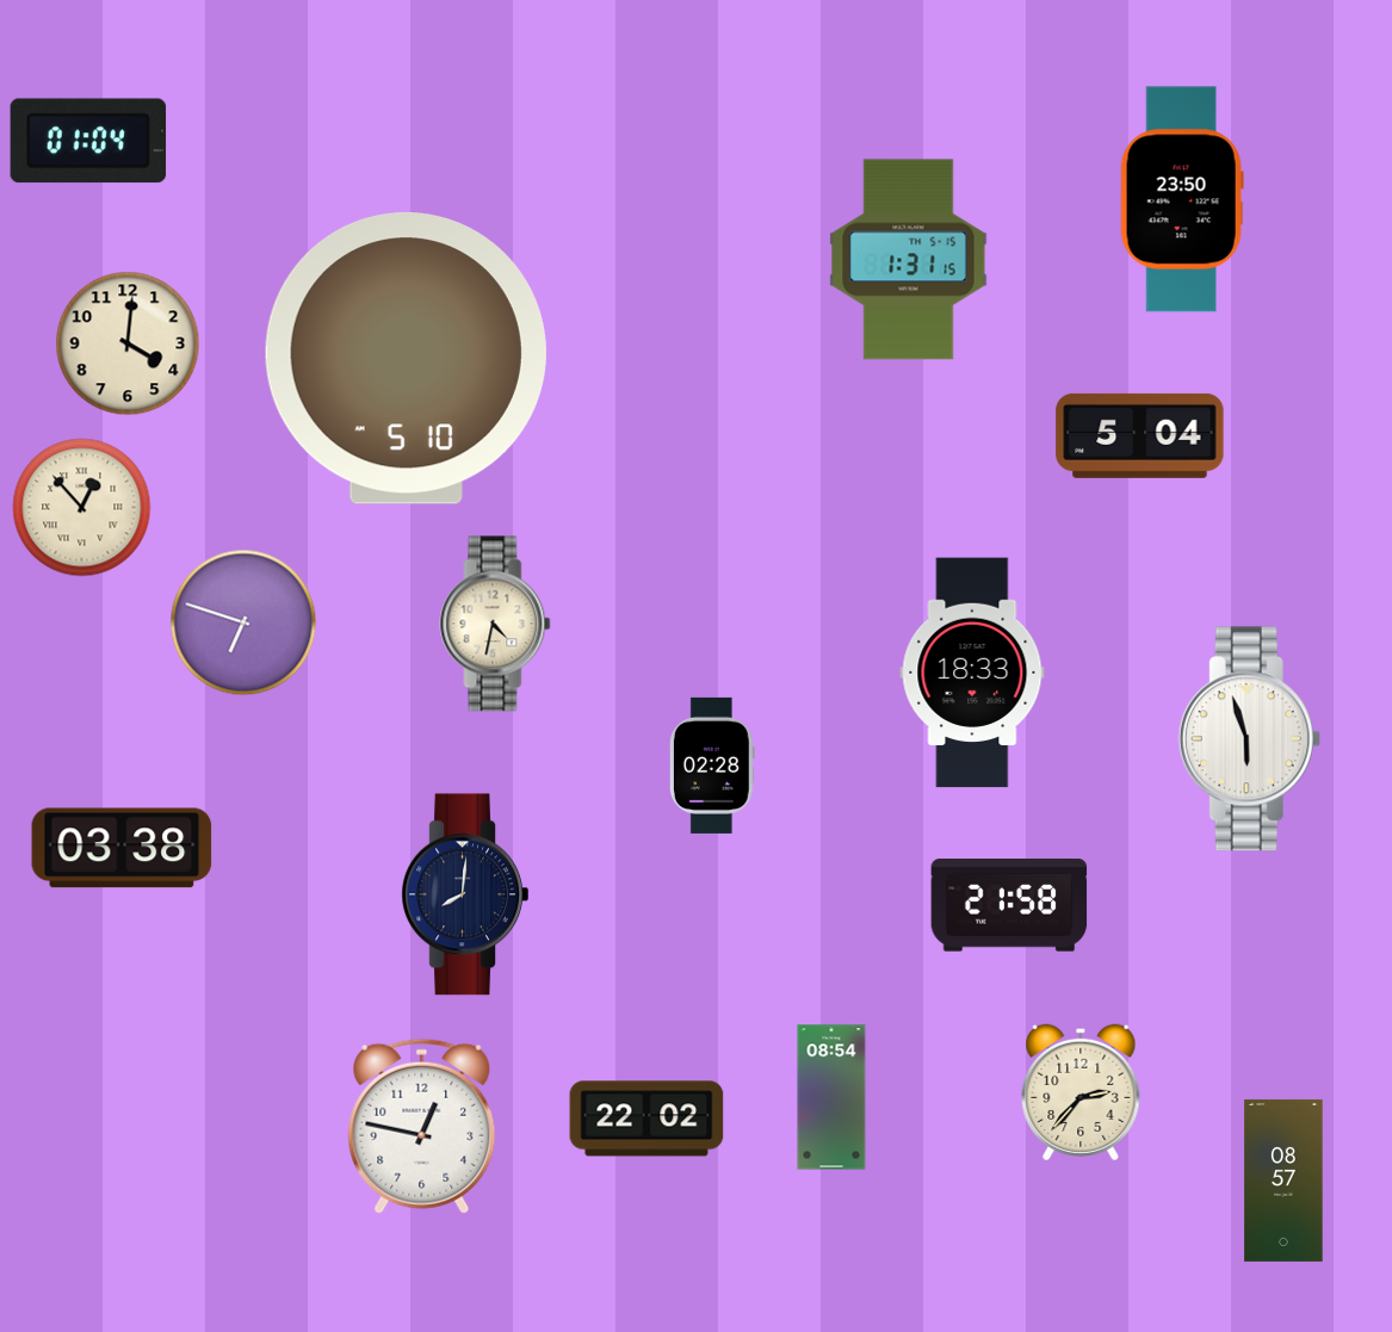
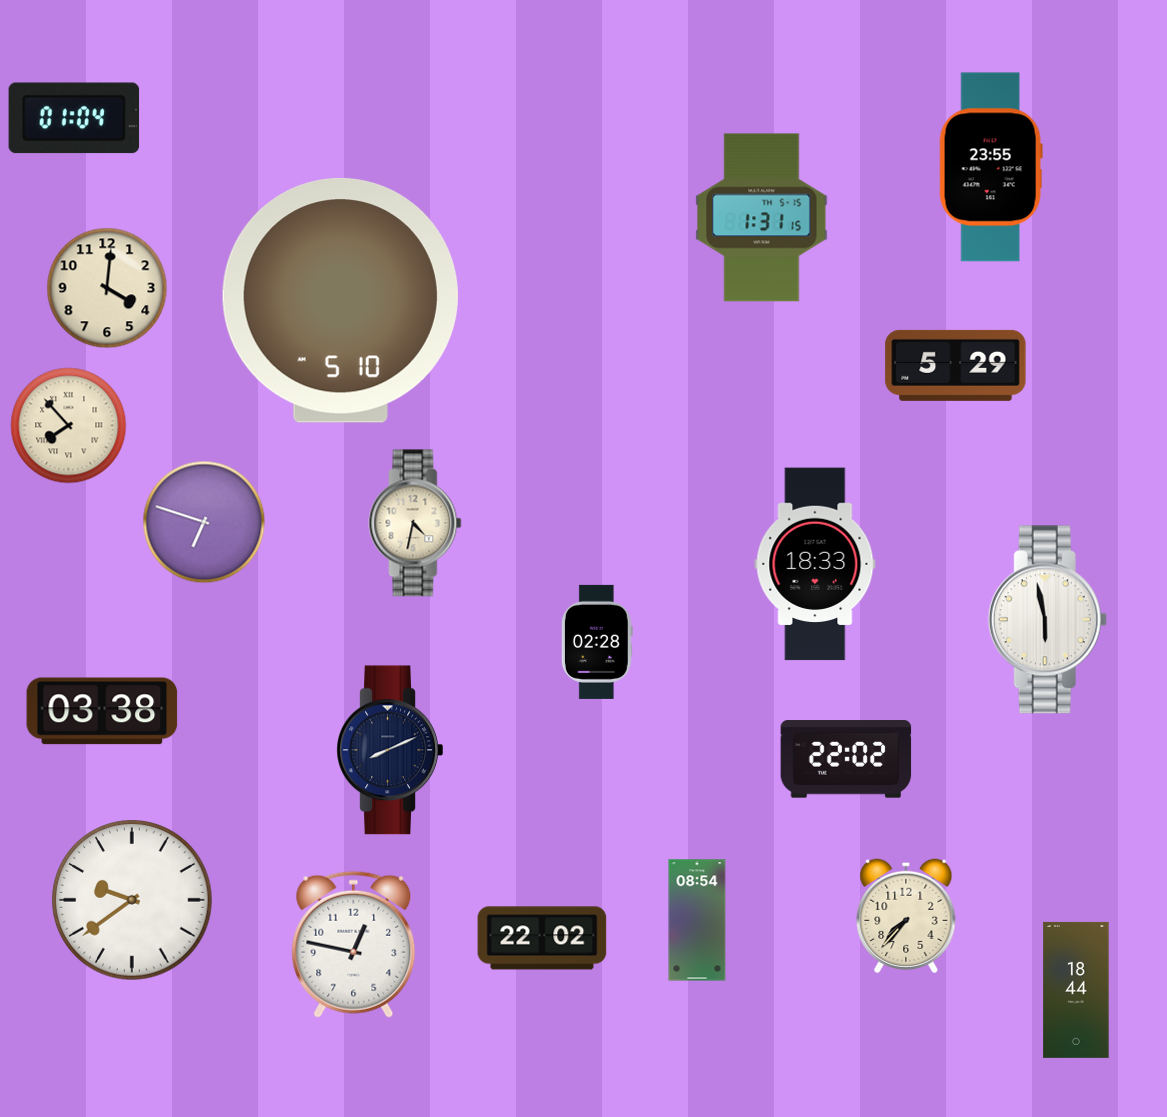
clock at (1182, 199): 23:50 -> 23:55
clock at (1140, 435): 5:04 -> 5:29
clock at (82, 508): 12:53 -> 7:53
clock at (1249, 739): 5:57 -> 5:58
clock at (465, 894): 8:01 -> 8:11
clock at (1009, 905): 21:58 -> 22:02
clock at (132, 900): none -> 9:39
clock at (1081, 1092): 2:37 -> 7:37
clock at (1283, 1181): 08:57 -> 18:44
